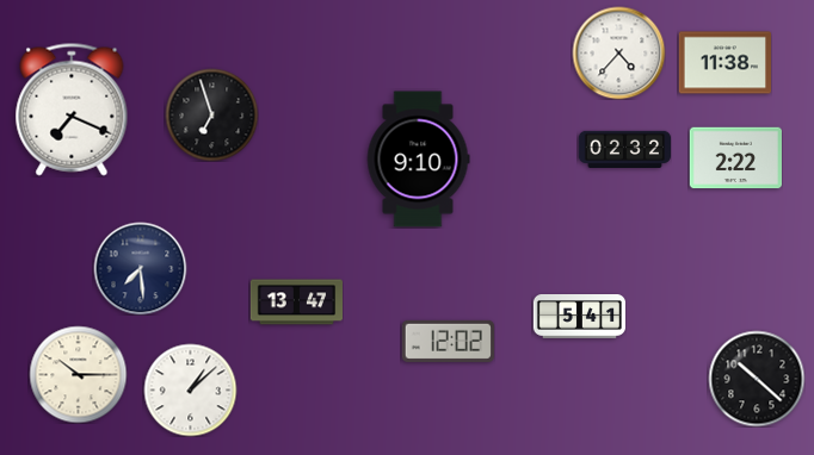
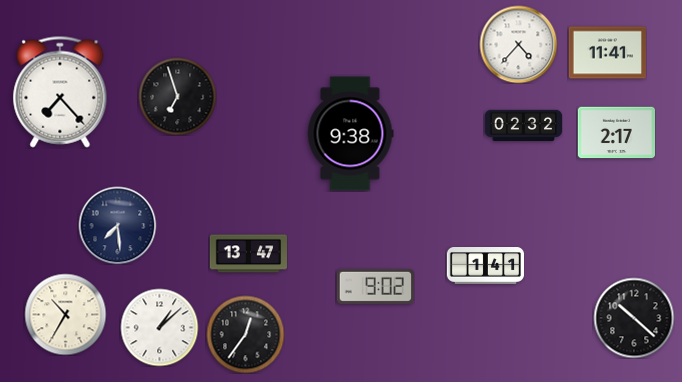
clock at (724, 63): 11:38 -> 11:41
clock at (72, 110): 7:19 -> 7:23
clock at (735, 158): 2:22 -> 2:17
clock at (418, 160): 9:10 -> 9:38
clock at (579, 317): 5:41 -> 1:41
clock at (448, 341): 12:02 -> 9:02
clock at (78, 374): 10:15 -> 10:35
clock at (245, 334): none -> 12:36
